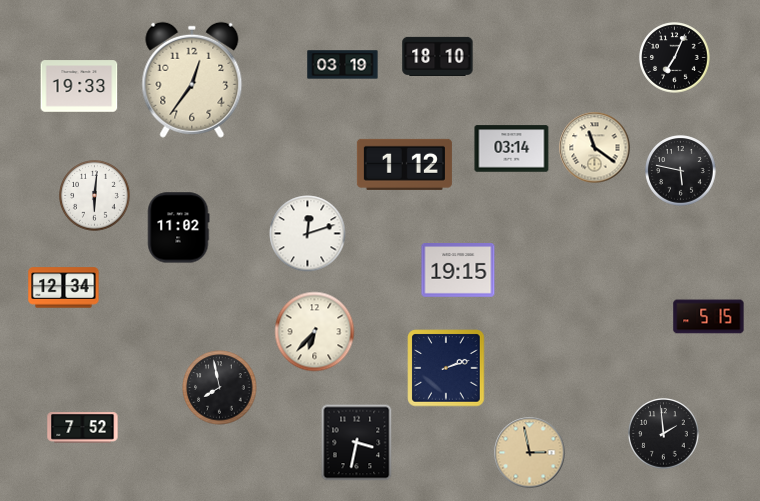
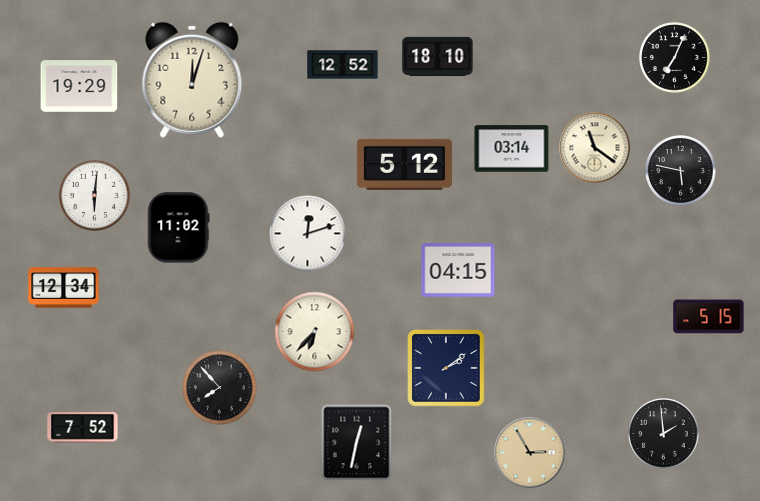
clock at (343, 65): 03:19 -> 12:52
clock at (192, 80): 12:36 -> 12:03
clock at (79, 86): 19:33 -> 19:29
clock at (404, 164): 1:12 -> 5:12
clock at (458, 271): 19:15 -> 04:15
clock at (446, 368): 2:12 -> 2:09
clock at (220, 388): 7:58 -> 7:53
clock at (357, 443): 3:32 -> 12:32
clock at (530, 453): 2:58 -> 2:55
